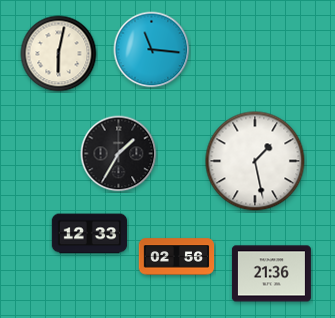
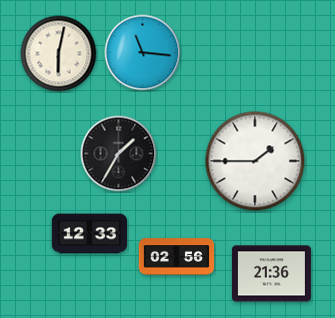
clock at (152, 50) position: (152, 50) -> (143, 53)
clock at (255, 161): 1:28 -> 1:45
